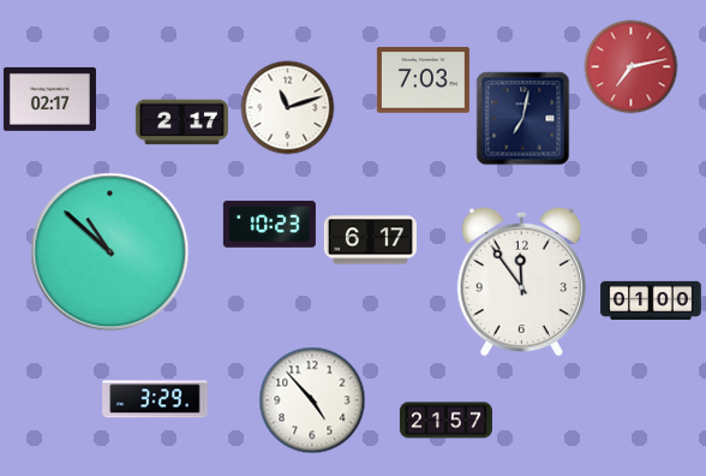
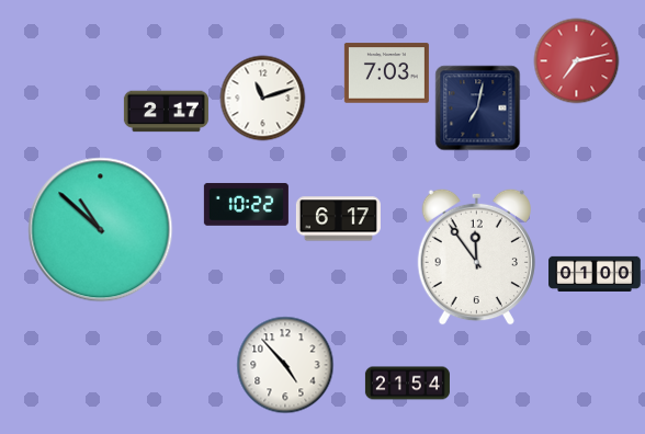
clock at (49, 99): 02:17 -> none
clock at (269, 225): 10:23 -> 10:22
clock at (155, 399): 3:29 -> none
clock at (445, 421): 21:57 -> 21:54
